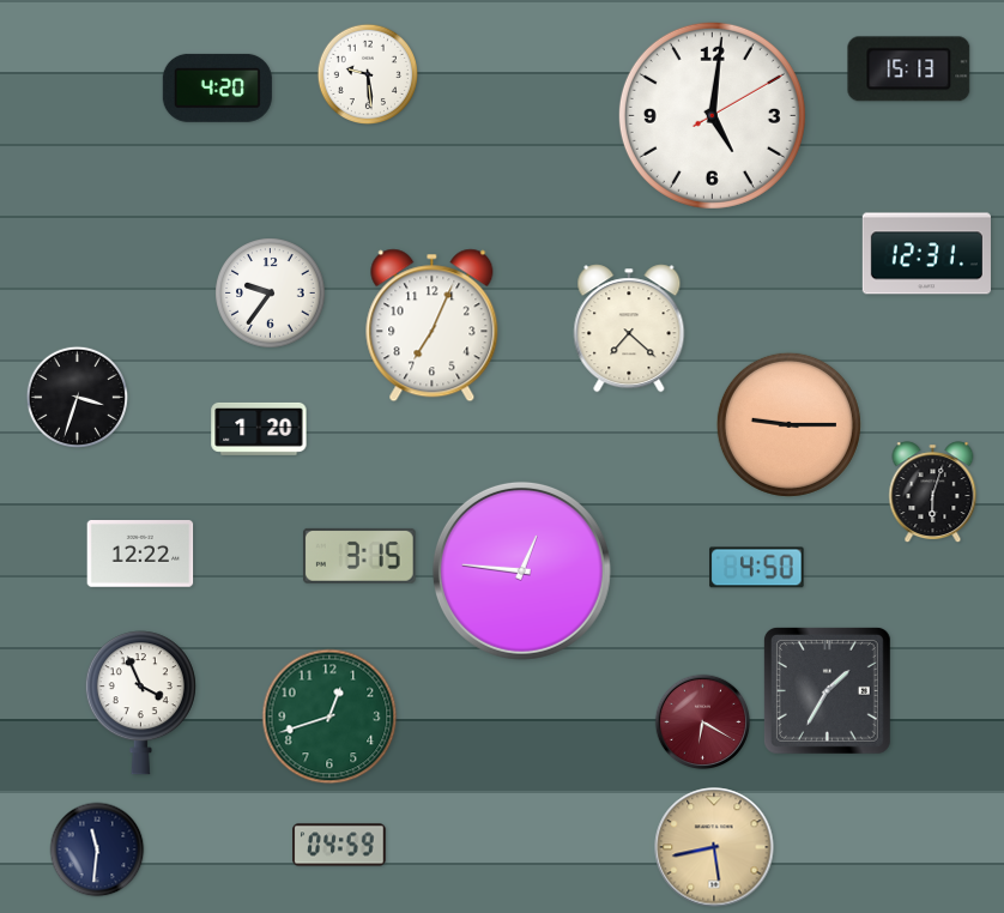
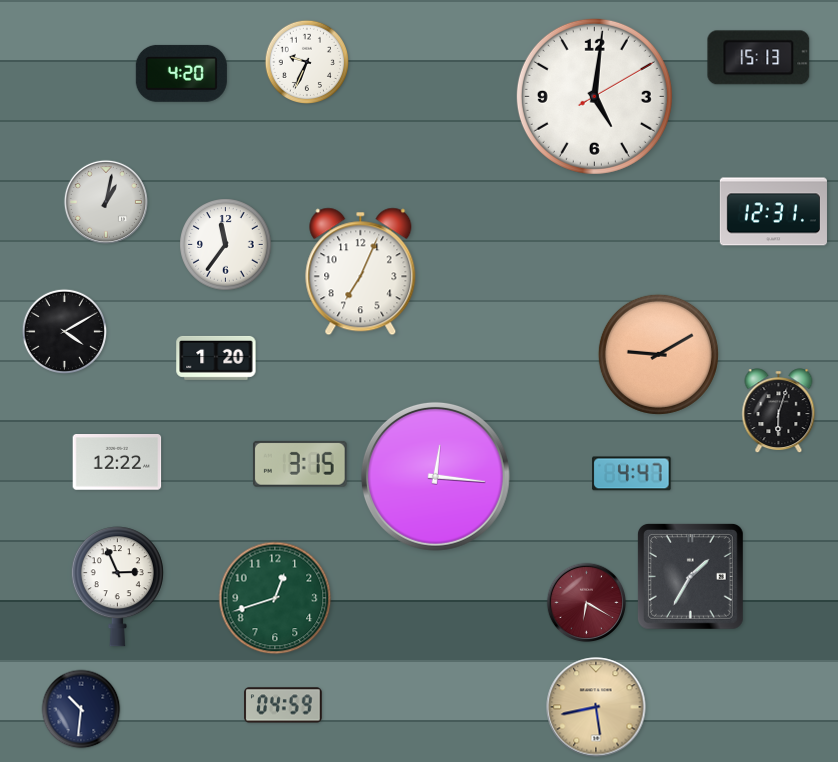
clock at (367, 73): 9:29 -> 9:34
clock at (106, 202): none -> 1:02
clock at (271, 294): 9:36 -> 11:36
clock at (629, 328): 7:22 -> none
clock at (77, 397): 3:33 -> 4:10
clock at (788, 424): 9:15 -> 9:10
clock at (757, 568): 4:50 -> 4:47
clock at (521, 570): 12:46 -> 12:16
clock at (140, 703): 3:56 -> 2:56
clock at (97, 849): 11:31 -> 10:31
